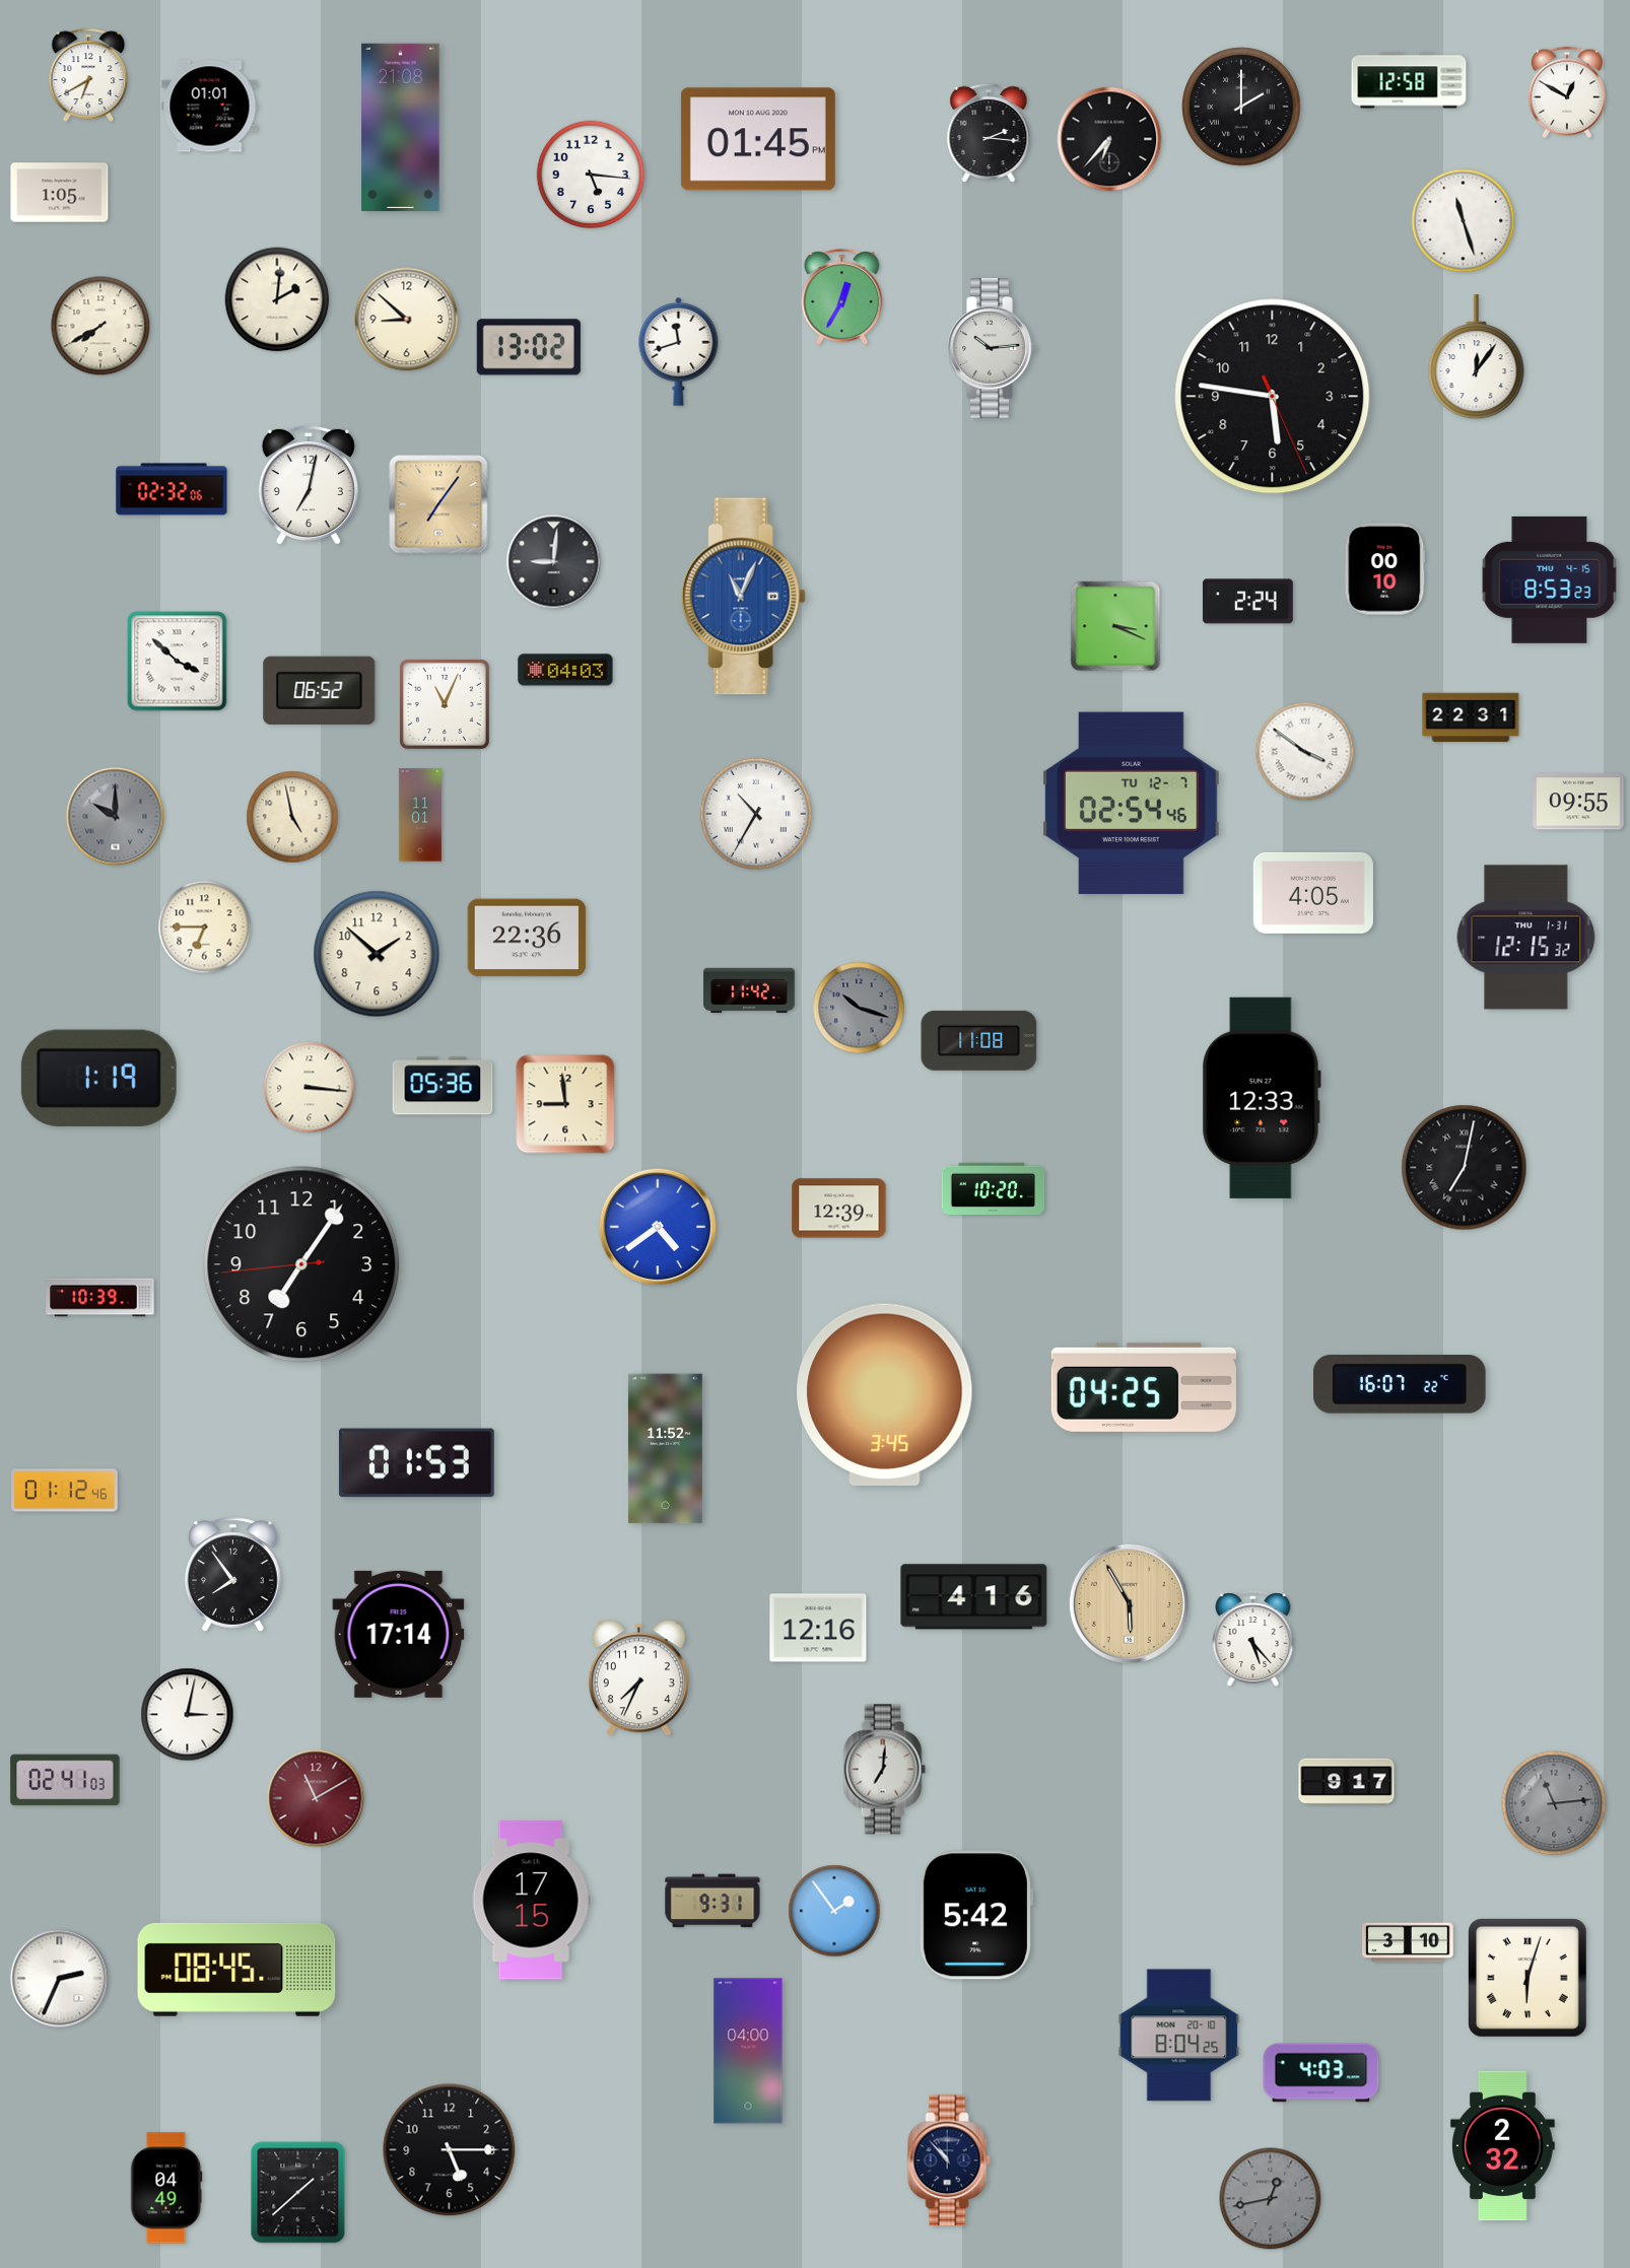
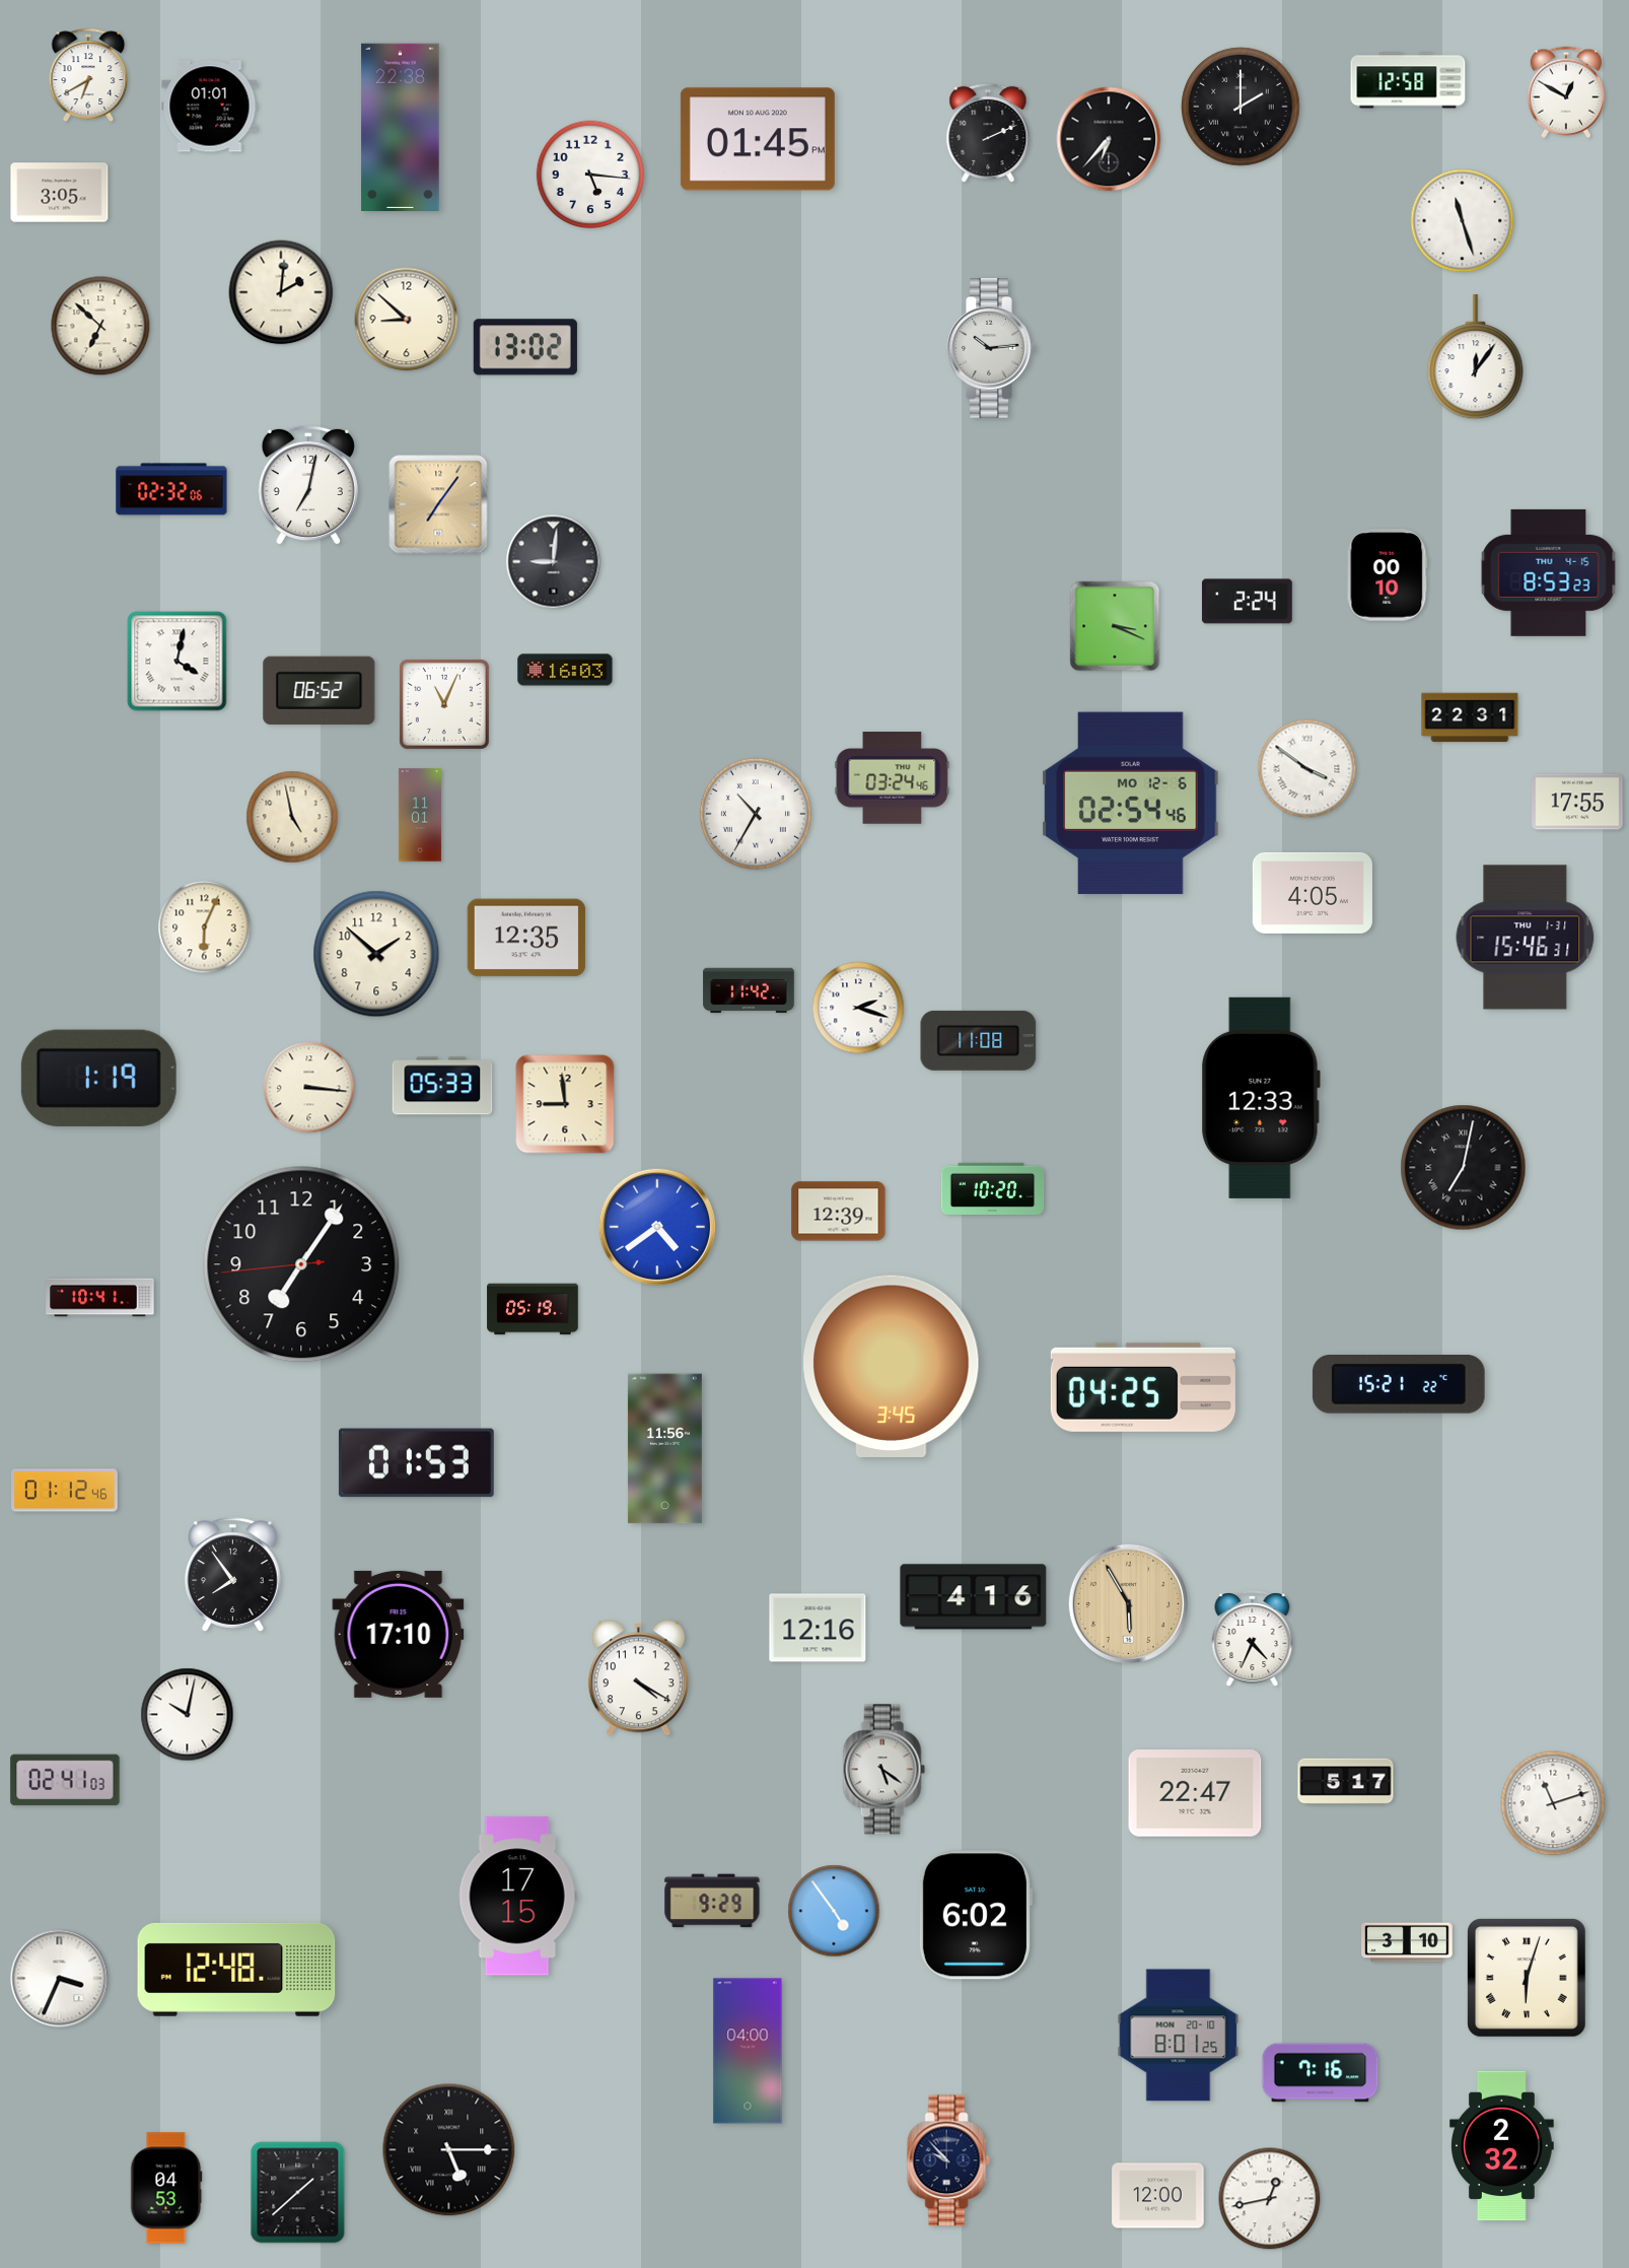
clock at (401, 127): 21:08 -> 22:38
clock at (989, 133): 2:16 -> 2:11
clock at (60, 193): 1:05 -> 3:05
clock at (842, 296): 12:35 -> none
clock at (277, 299) position: (277, 299) -> (281, 292)
clock at (100, 326): 7:40 -> 6:52
clock at (529, 347) position: (529, 347) -> (525, 347)
clock at (679, 351): 11:42 -> none
clock at (1273, 397): 5:46 -> none
clock at (1385, 569) position: (1385, 569) -> (1388, 575)
clock at (1550, 579) position: (1550, 579) -> (1549, 572)
clock at (743, 597): 11:04 -> none
clock at (178, 662): 3:52 -> 4:02
clock at (565, 670): 04:03 -> 16:03
clock at (1305, 752) position: (1305, 752) -> (1307, 769)
clock at (893, 778): none -> 03:24
clock at (1578, 802): 09:55 -> 17:55
clock at (1132, 804) date: TU 12-7 -> MO 12-6
clock at (116, 817): 10:00 -> none
clock at (205, 927): 6:45 -> 6:04
clock at (527, 938): 22:36 -> 12:35
clock at (1526, 938): 12:15 -> 15:46
clock at (859, 1008): 10:18 -> 2:18
clock at (859, 1008) dial: grey -> white
clock at (443, 1086): 05:36 -> 05:33
clock at (839, 1209) position: (839, 1209) -> (839, 1212)
clock at (100, 1298): 10:39 -> 10:41
clock at (533, 1309): none -> 05:19
clock at (1400, 1385): 16:07 -> 15:21
clock at (885, 1394) position: (885, 1394) -> (892, 1366)
clock at (665, 1449): 11:52 -> 11:56
clock at (399, 1634): 17:14 -> 17:10
clock at (1253, 1638): 5:23 -> 4:34
clock at (638, 1678): 7:34 -> 4:20
clock at (188, 1715): 3:02 -> 10:02
clock at (884, 1770): 7:01 -> 5:21
clock at (1347, 1782): 9:17 -> 5:17
clock at (1195, 1794): none -> 22:47
clock at (316, 1798): 11:10 -> none
clock at (1554, 1803): 11:14 -> 11:12
clock at (1554, 1803) dial: grey -> white
clock at (531, 1901) position: (531, 1901) -> (517, 1897)
clock at (712, 1901): 9:31 -> 9:29
clock at (834, 1911): 1:54 -> 4:54
clock at (975, 1915): 5:42 -> 6:02
clock at (236, 1970): 08:45 -> 12:48
clock at (60, 1979): 2:34 -> 3:34
clock at (1179, 2036): 8:04 -> 8:01
clock at (1321, 2073): 4:03 -> 7:16
clock at (450, 2150) numerals: Arabic -> Roman
clock at (949, 2160): 10:53 -> 9:53
clock at (166, 2188): 04:49 -> 04:53
clock at (1158, 2196): none -> 12:00
clock at (1271, 2199) dial: grey -> white
